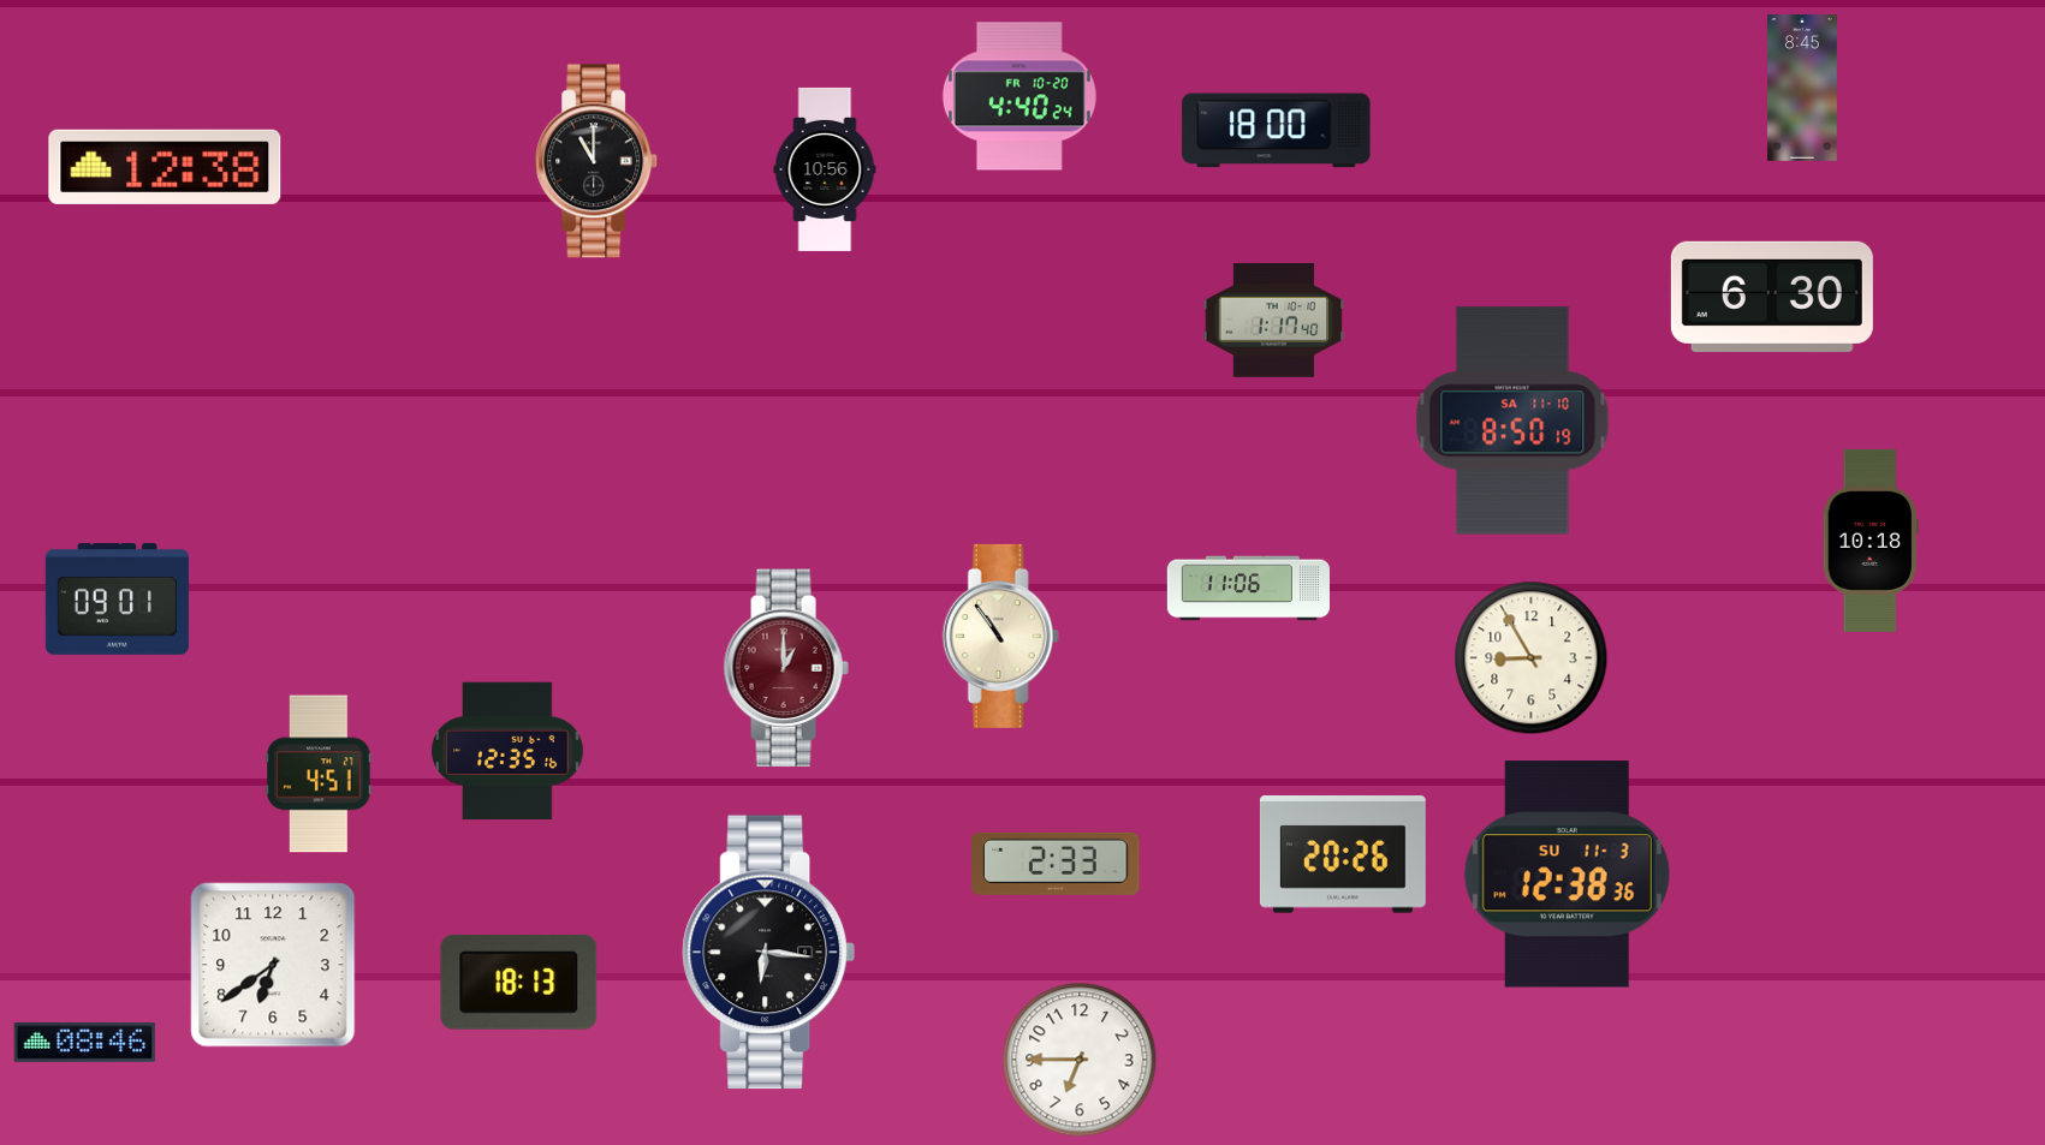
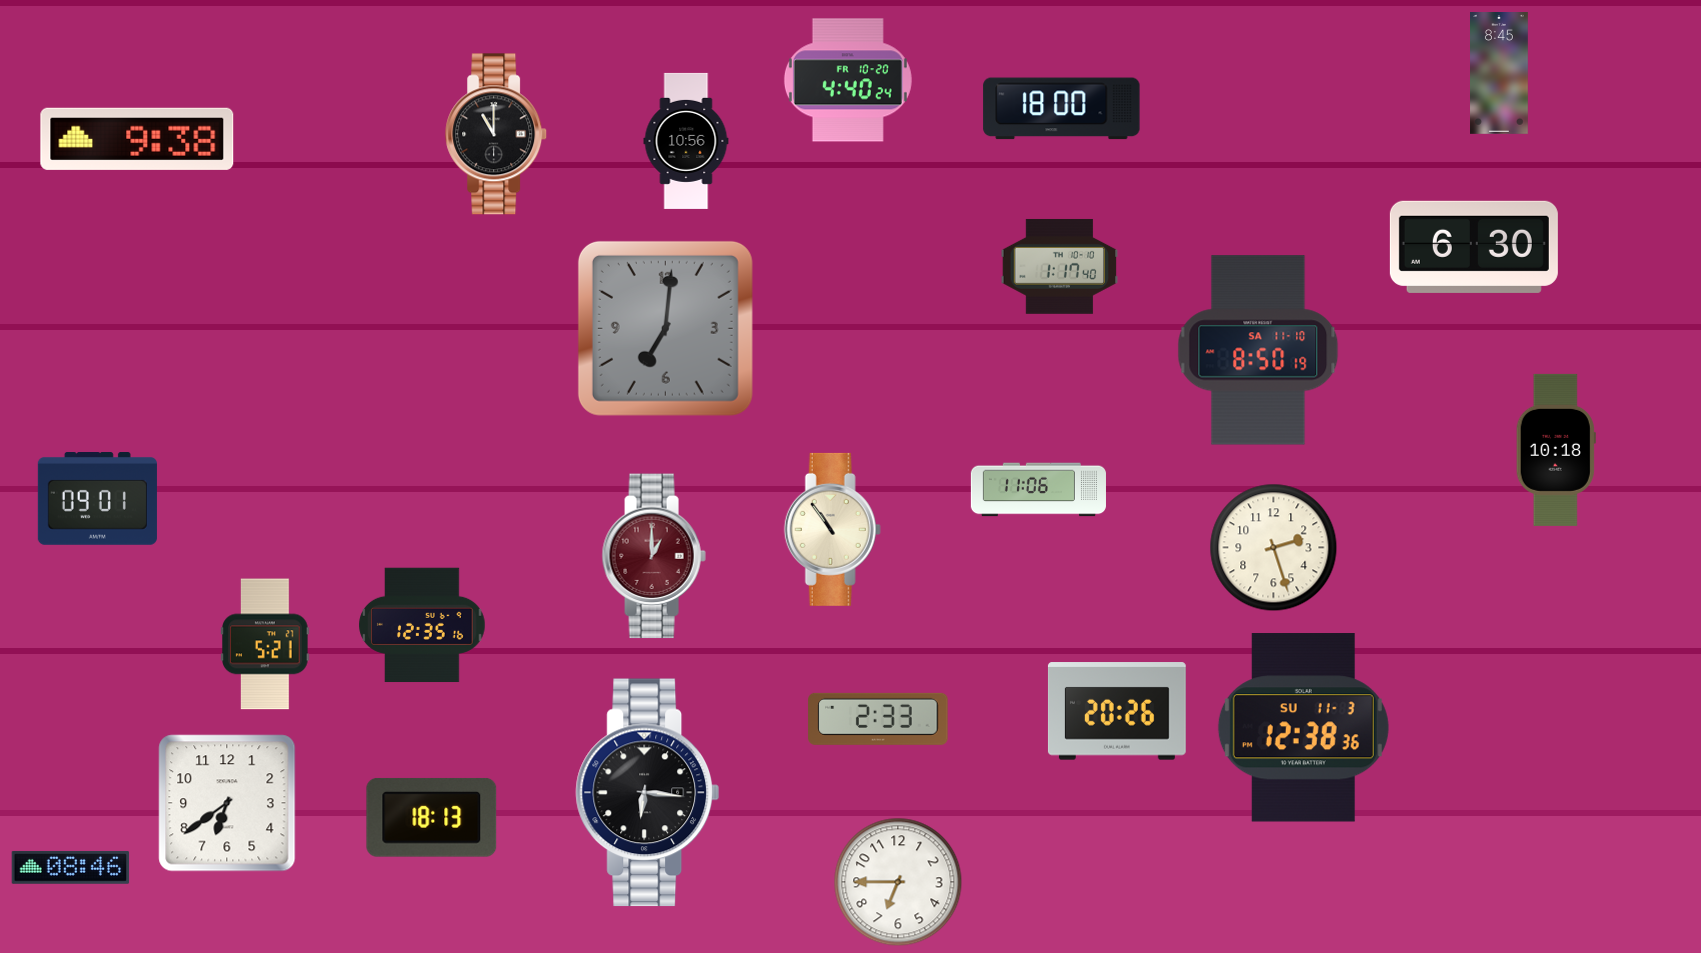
clock at (165, 167): 12:38 -> 9:38
clock at (665, 328): none -> 7:01
clock at (1532, 658): 8:55 -> 2:27
clock at (319, 774): 4:51 -> 5:21
clock at (769, 953) position: (769, 953) -> (648, 793)
